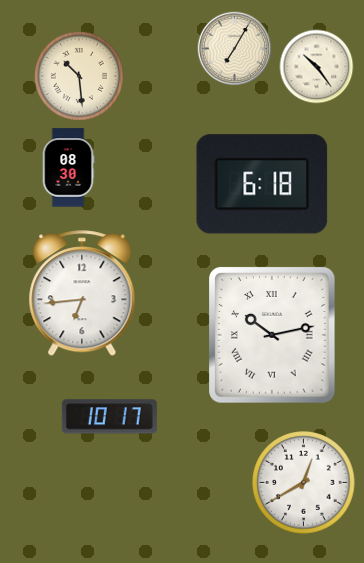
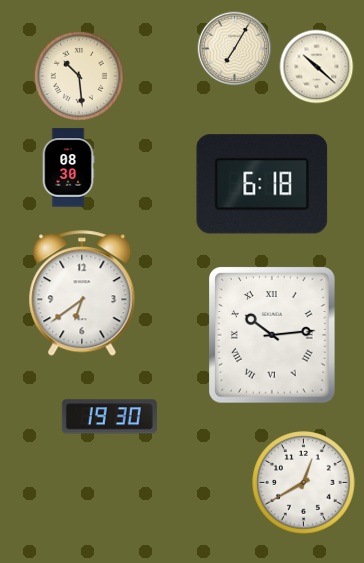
clock at (317, 67): 10:24 -> 10:22
clock at (82, 294): 6:44 -> 6:39
clock at (272, 335): 10:13 -> 10:14
clock at (109, 417): 10:17 -> 19:30
